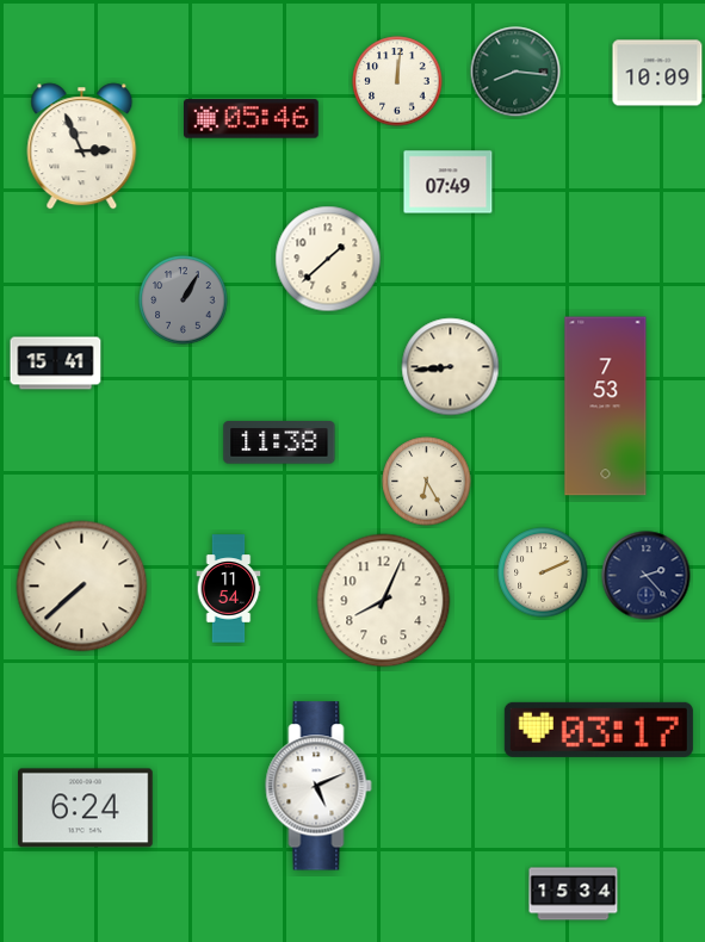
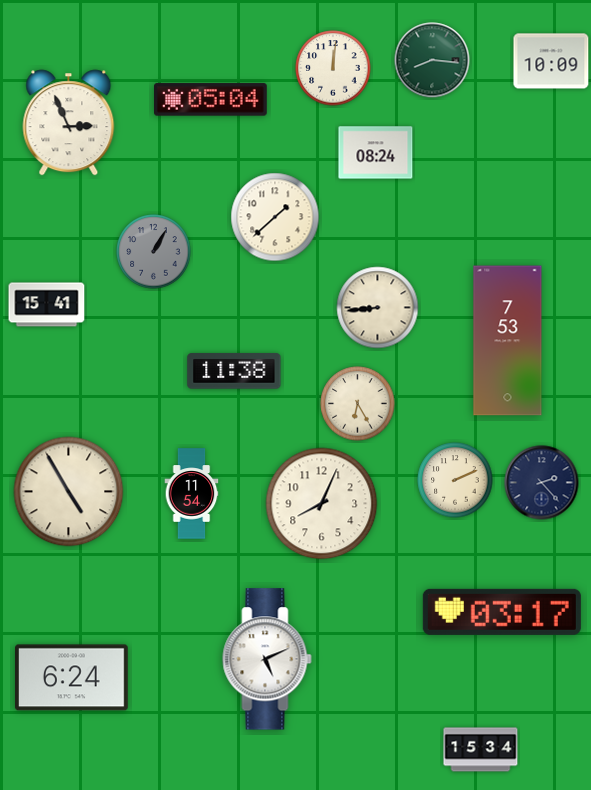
clock at (252, 119): 05:46 -> 05:04
clock at (449, 182): 07:49 -> 08:24
clock at (82, 587): 7:38 -> 4:55
